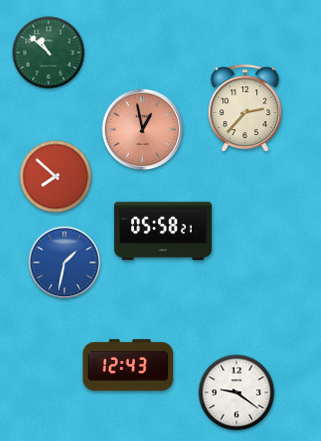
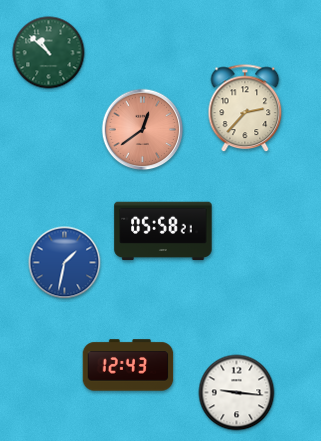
clock at (143, 130): 12:58 -> 12:39
clock at (56, 177): 7:52 -> none
clock at (237, 393): 9:21 -> 9:16
